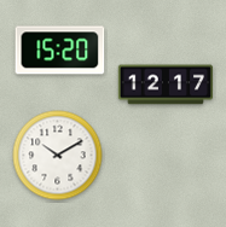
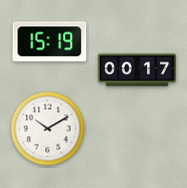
clock at (60, 51): 15:20 -> 15:19
clock at (164, 85): 12:17 -> 00:17
